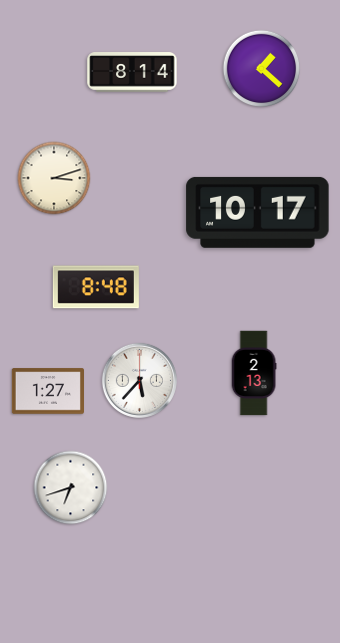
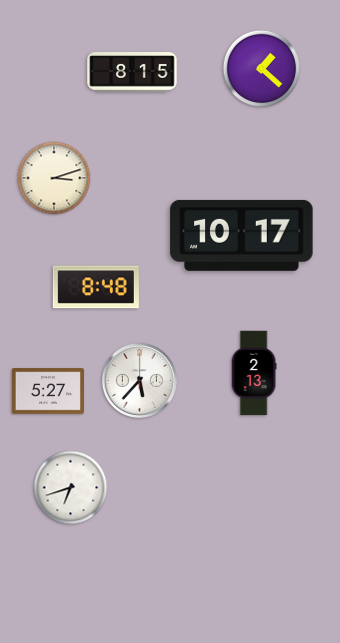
clock at (132, 72): 8:14 -> 8:15
clock at (258, 212) position: (258, 212) -> (242, 235)
clock at (47, 391): 1:27 -> 5:27
